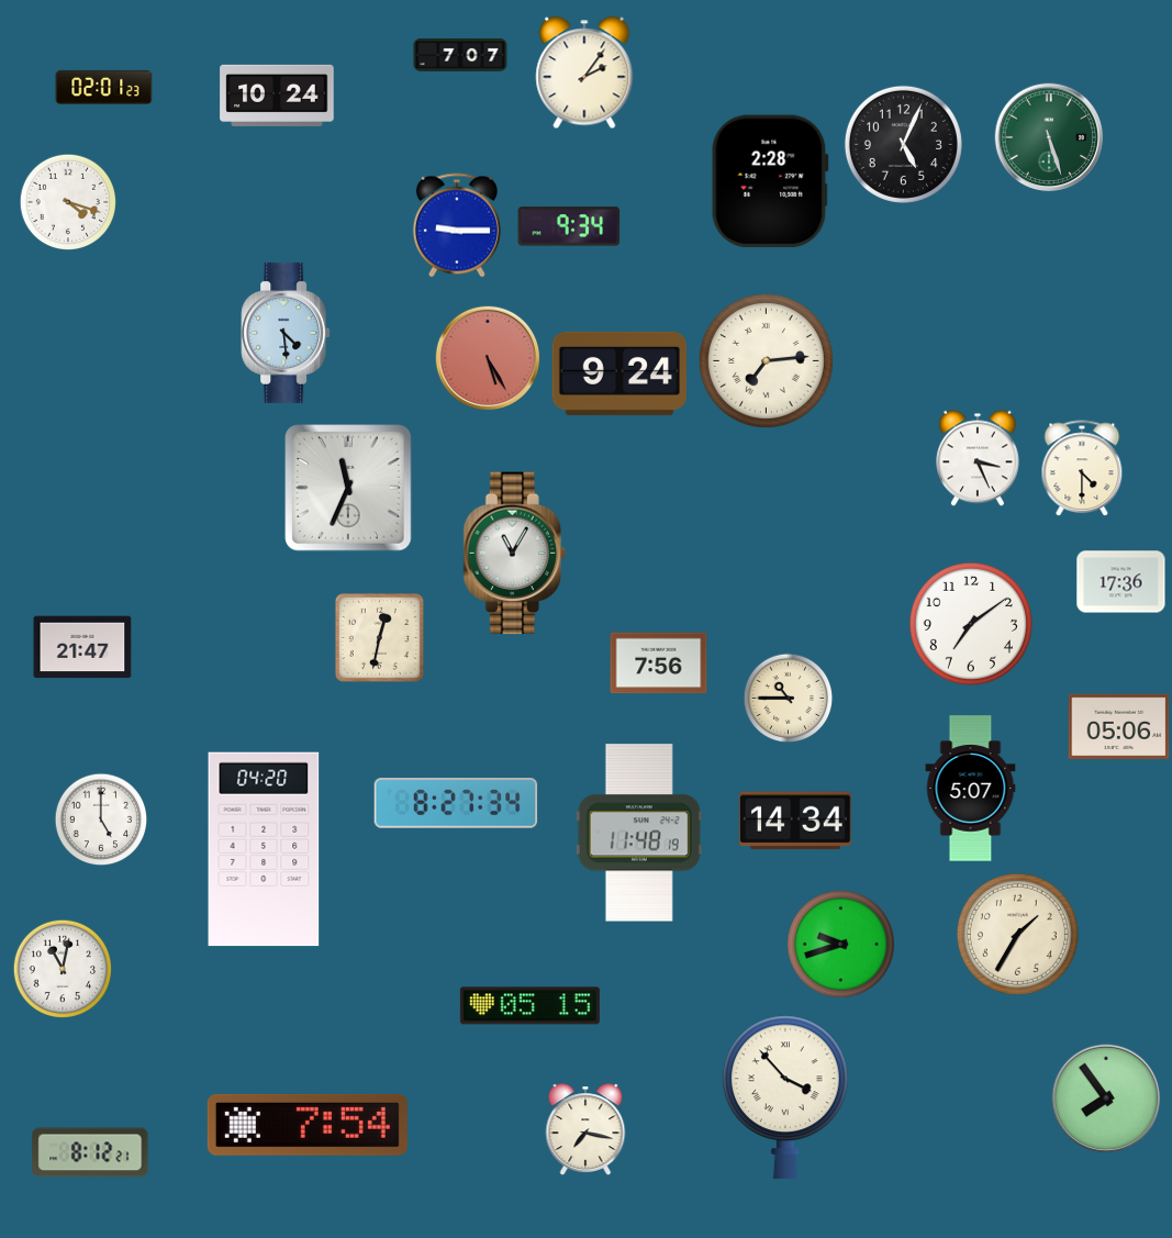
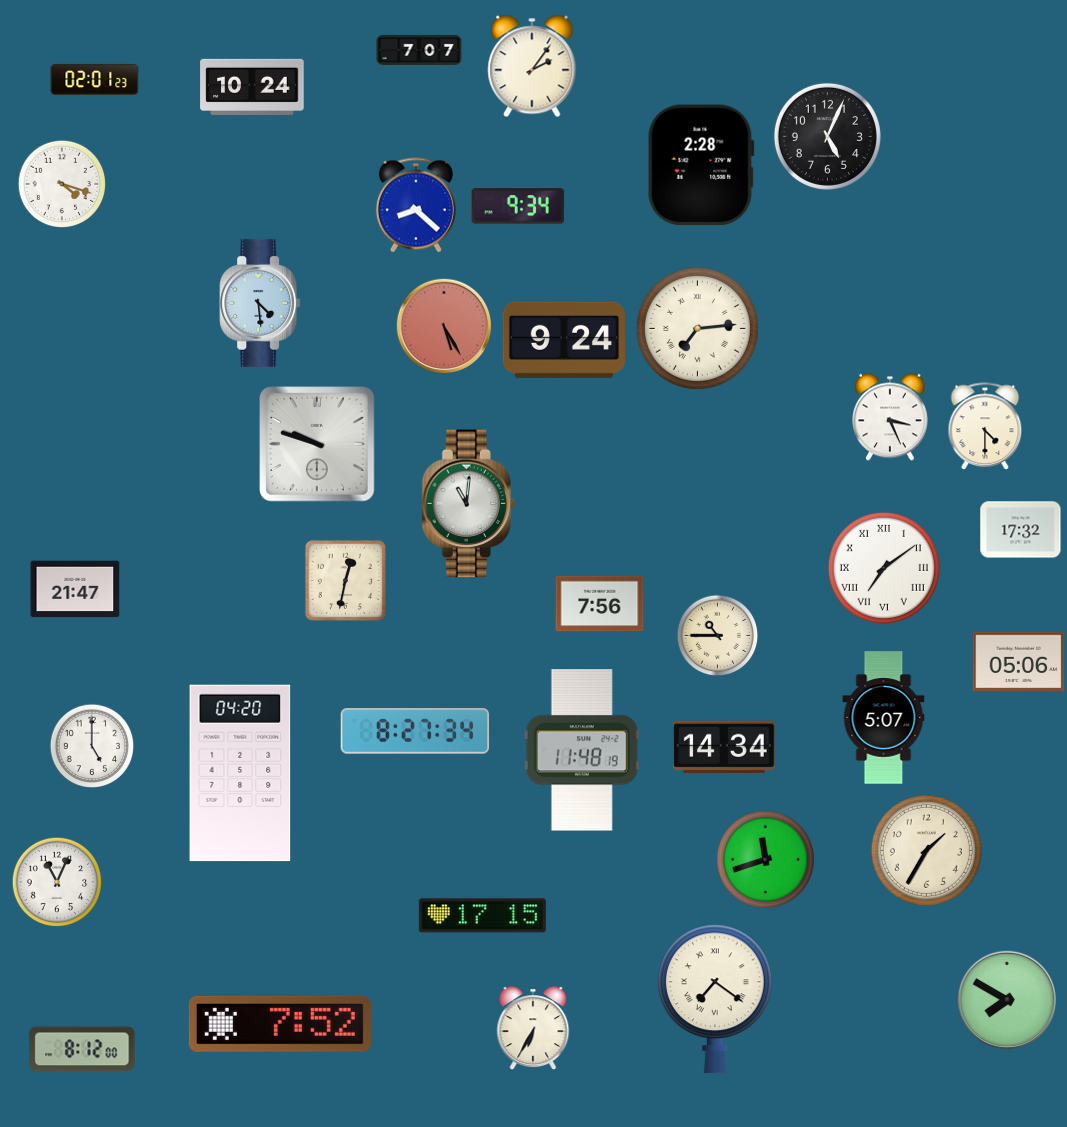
clock at (1049, 137): 5:27 -> none
clock at (903, 144) position: (903, 144) -> (827, 136)
clock at (457, 225): 9:15 -> 8:22
clock at (348, 488): 11:34 -> 9:48
clock at (514, 554): 11:05 -> 11:01
clock at (1121, 582): 17:36 -> 17:32
clock at (971, 624) numerals: Arabic -> Roman
clock at (639, 833) position: (639, 833) -> (582, 750)
clock at (840, 944): 9:42 -> 11:42
clock at (62, 968): 11:02 -> 11:04
clock at (529, 1006): 05:15 -> 17:15
clock at (785, 1097): 3:53 -> 7:21
clock at (1106, 1098): 7:54 -> 7:50
clock at (308, 1125): 7:54 -> 7:52
clock at (585, 1129): 7:17 -> 6:35
clock at (90, 1152): 8:12:21 -> 8:12:00
